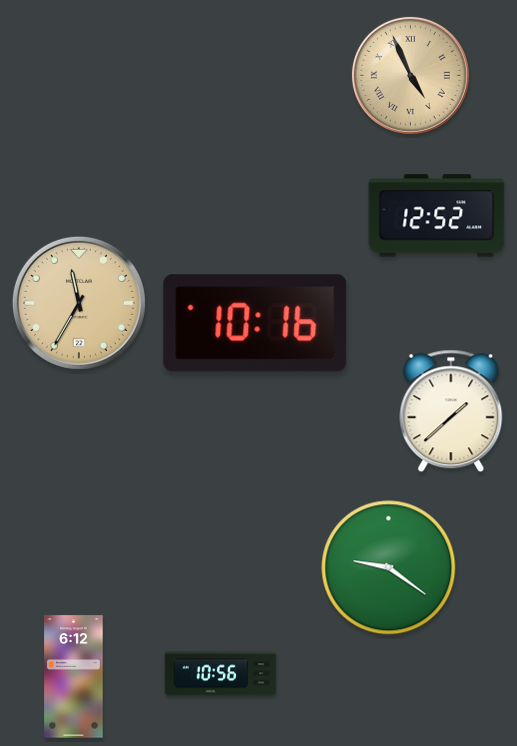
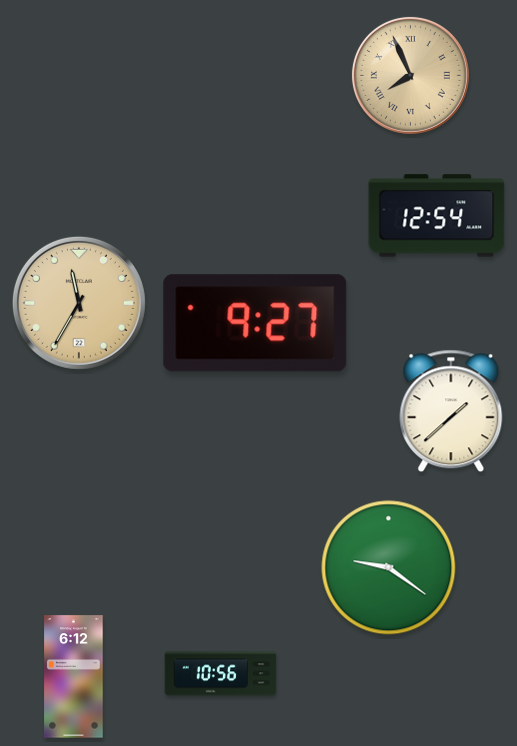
clock at (410, 75): 4:56 -> 7:56
clock at (437, 216): 12:52 -> 12:54
clock at (255, 323): 10:16 -> 9:27
